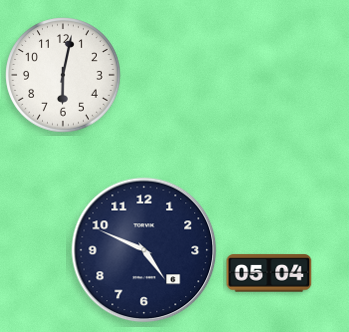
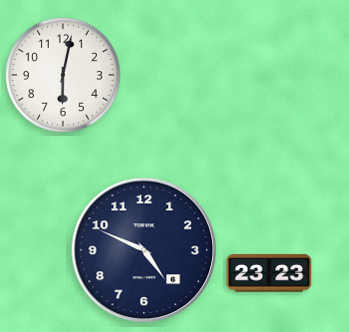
clock at (269, 273): 05:04 -> 23:23
